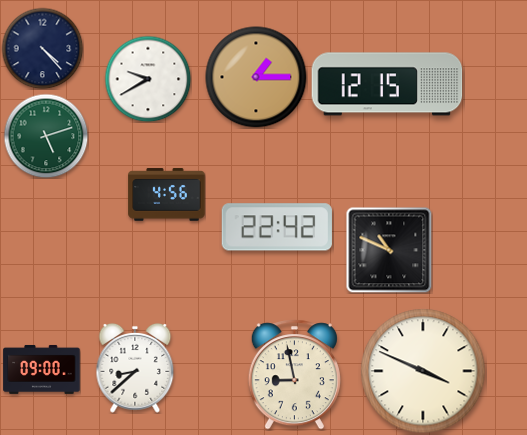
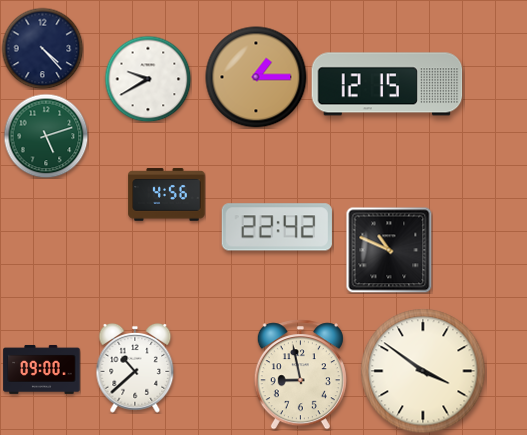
clock at (135, 368): 8:38 -> 10:38
clock at (423, 371): 3:49 -> 3:51
clock at (294, 375) position: (294, 375) -> (300, 375)
